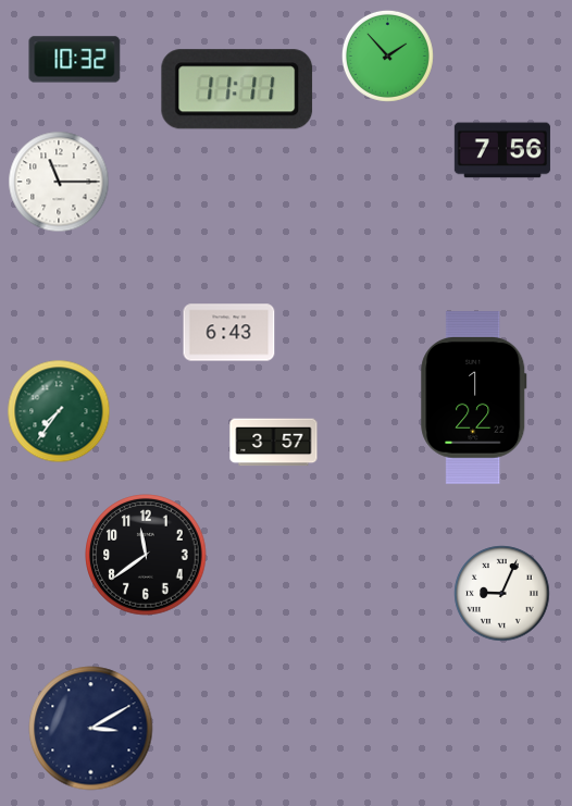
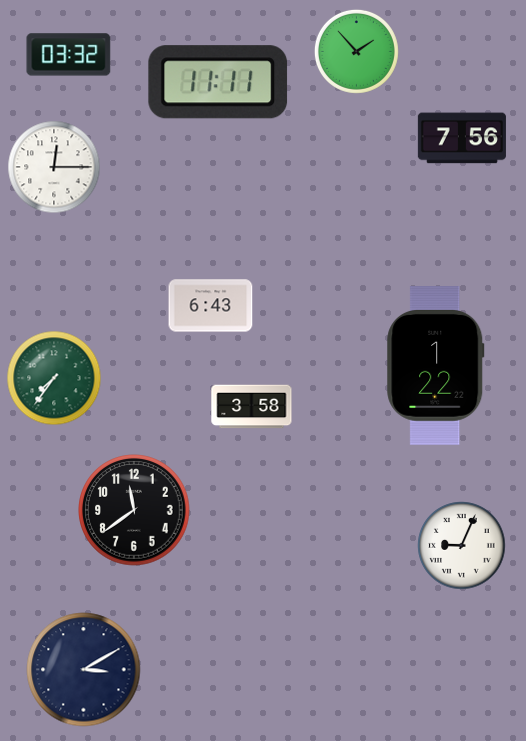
clock at (75, 60): 10:32 -> 03:32
clock at (59, 182): 11:15 -> 12:15
clock at (274, 443): 3:57 -> 3:58
